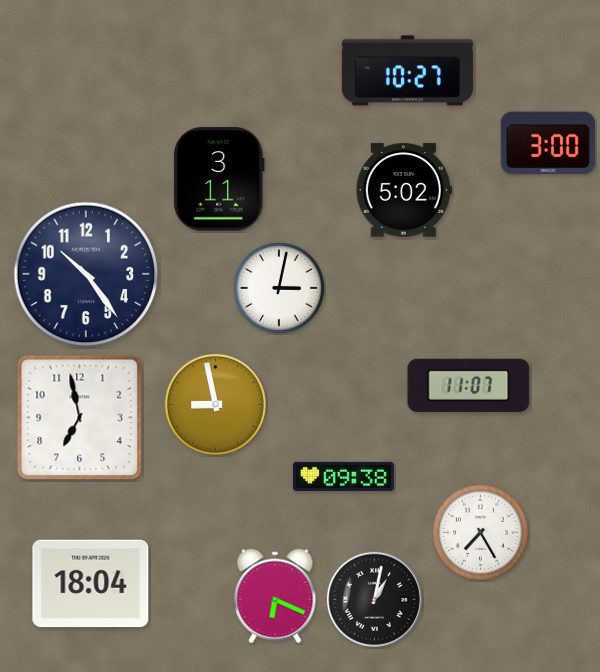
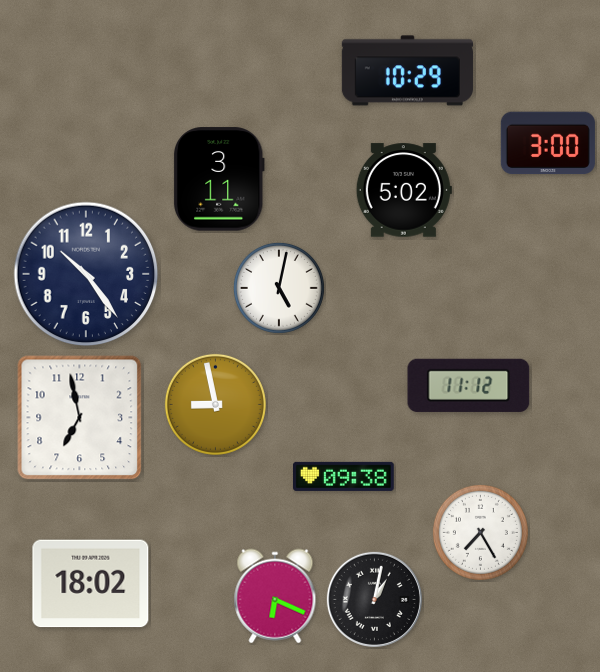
clock at (407, 71): 10:27 -> 10:29
clock at (279, 288): 3:02 -> 5:02
clock at (469, 385): 11:07 -> 11:12
clock at (91, 584): 18:04 -> 18:02
